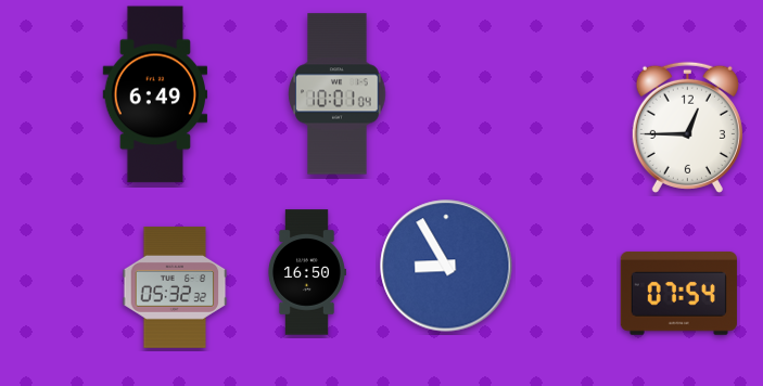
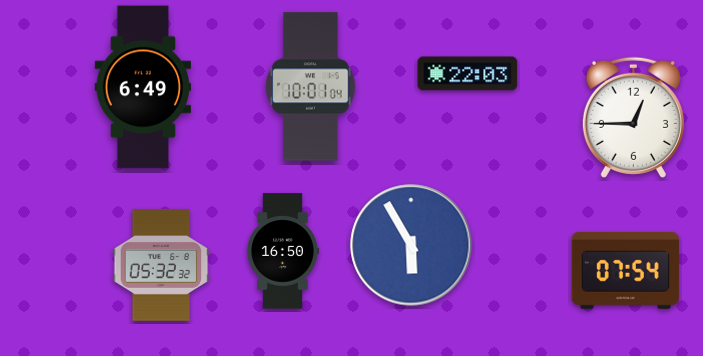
clock at (468, 74): none -> 22:03
clock at (446, 266): 8:55 -> 5:55
